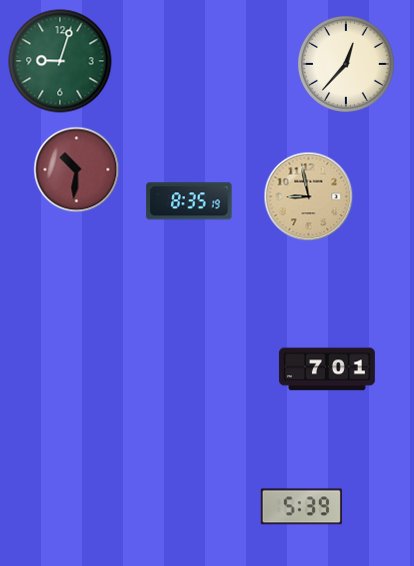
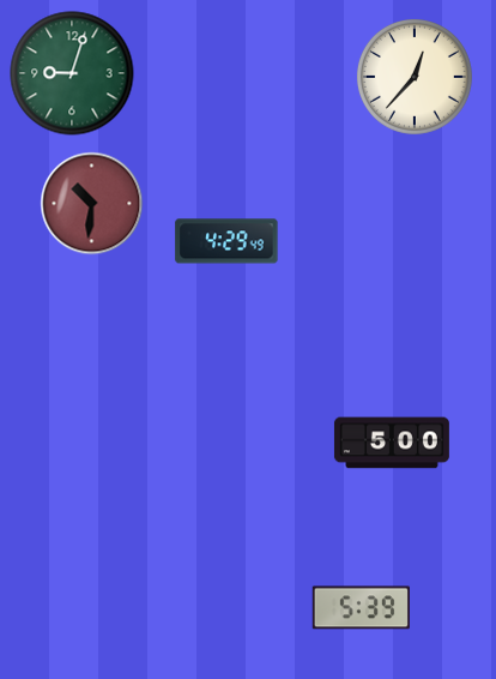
clock at (309, 197): 8:58 -> none
clock at (189, 201): 8:35 -> 4:29
clock at (327, 369): 7:01 -> 5:00
